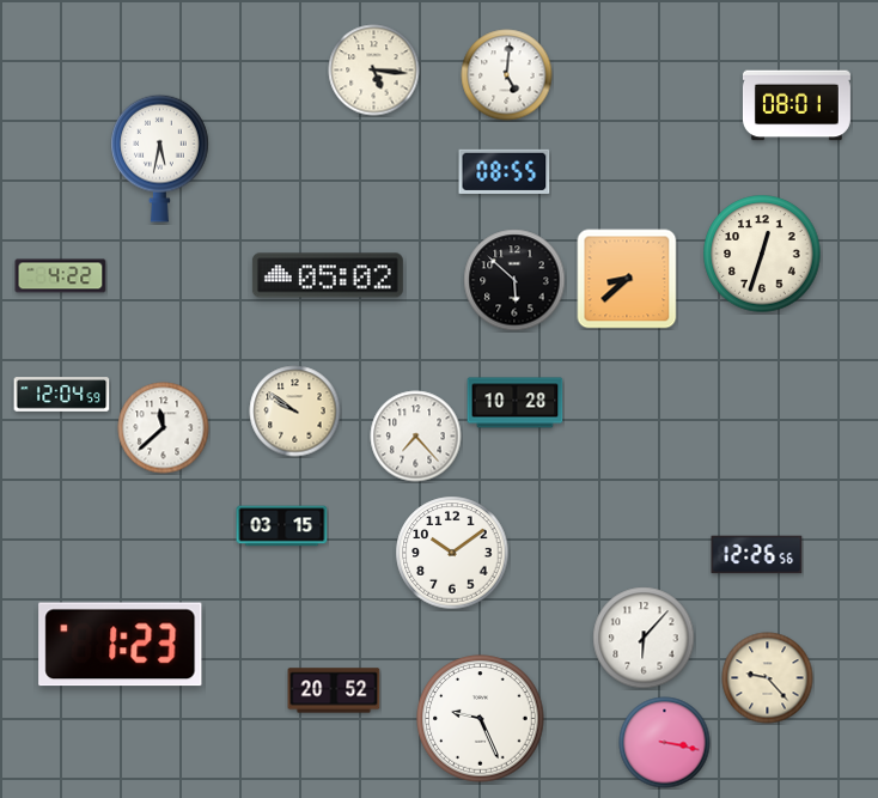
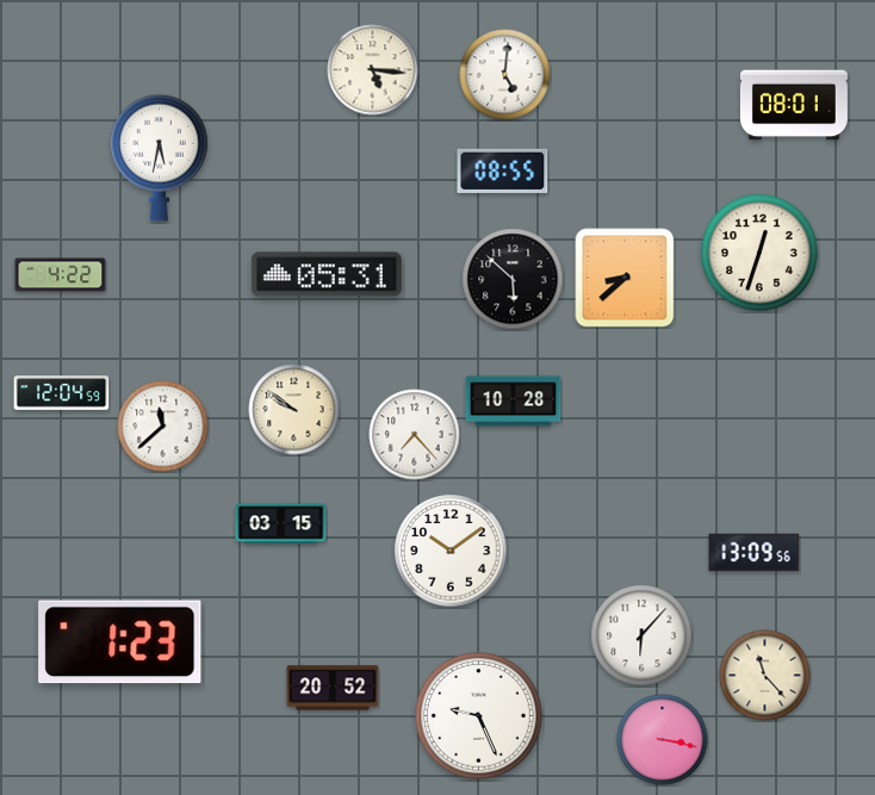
clock at (328, 275): 05:02 -> 05:31
clock at (757, 555): 12:26 -> 13:09
clock at (768, 678): 9:23 -> 11:23
